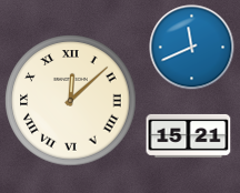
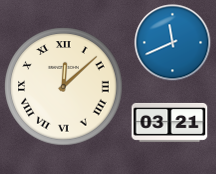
clock at (71, 101) position: (71, 101) -> (64, 87)
clock at (189, 135): 15:21 -> 03:21
